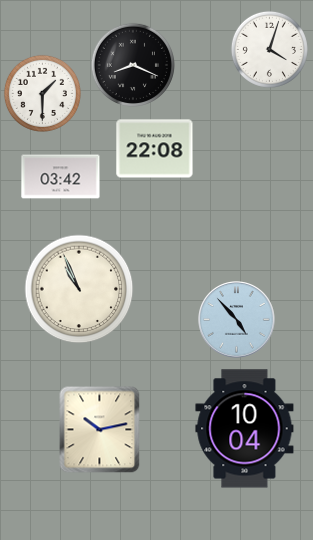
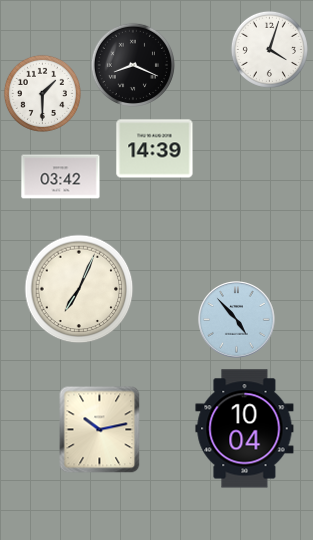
clock at (155, 149): 22:08 -> 14:39
clock at (79, 289): 10:56 -> 7:04
